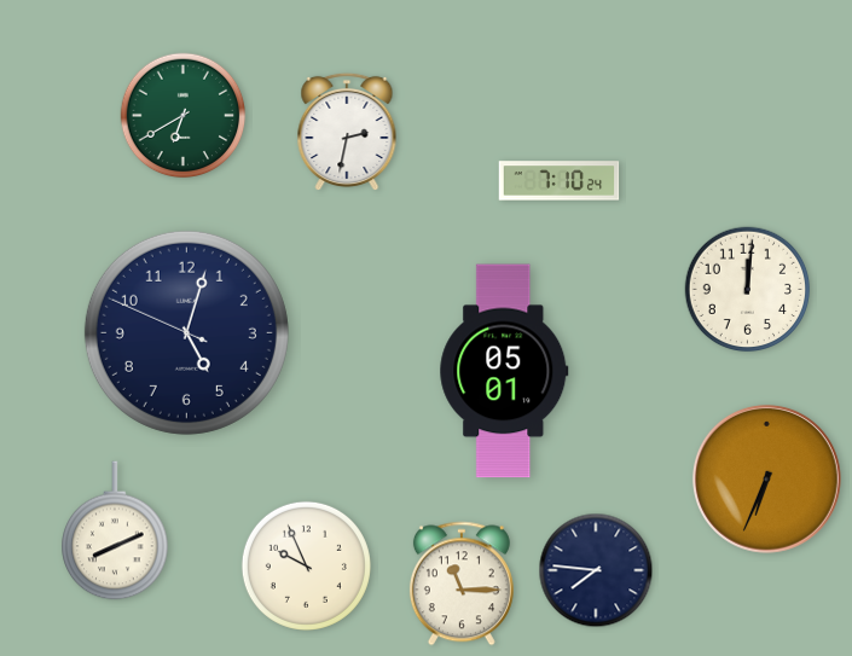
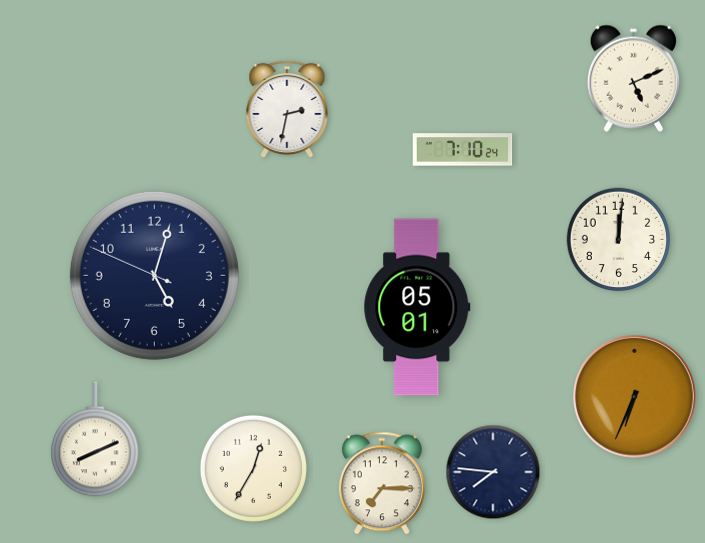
clock at (633, 78): none -> 5:11
clock at (184, 116): 6:40 -> none
clock at (306, 565): 9:56 -> 12:35
clock at (462, 584): 11:15 -> 7:15
